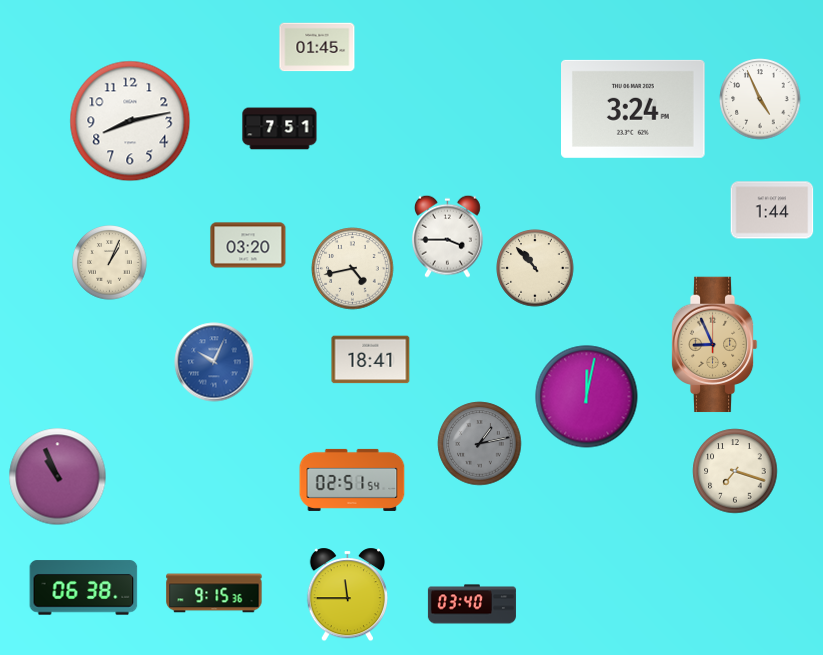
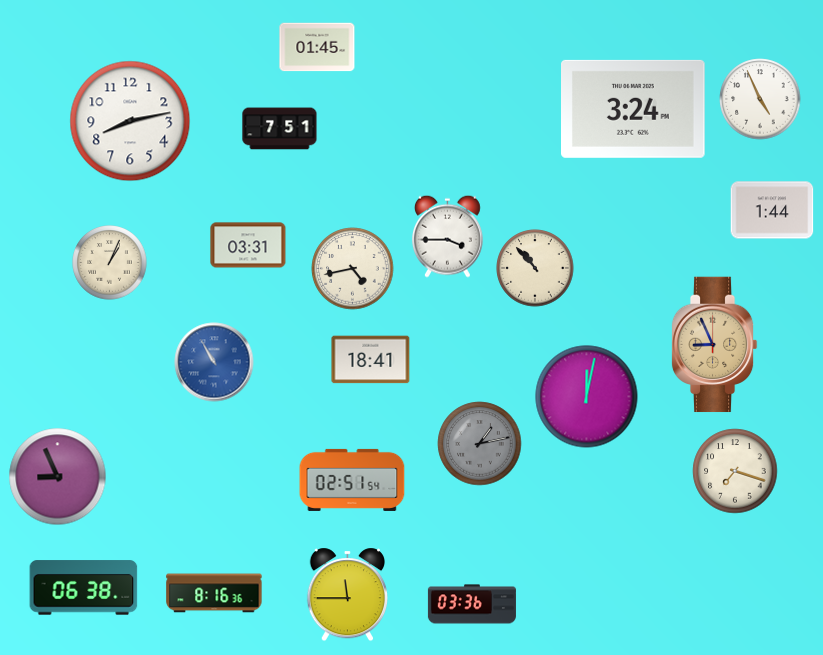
clock at (248, 245): 03:20 -> 03:31
clock at (214, 362): 10:04 -> 10:55
clock at (58, 477): 10:56 -> 8:56
clock at (214, 593): 9:15 -> 8:16
clock at (472, 604): 03:40 -> 03:36
